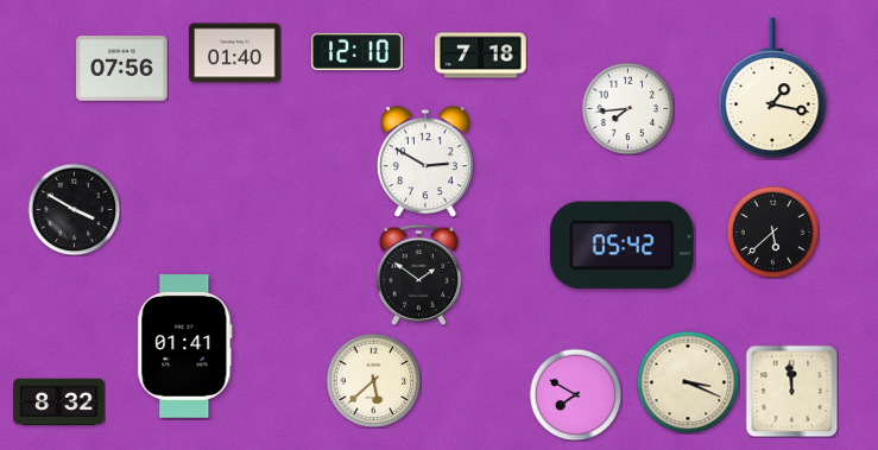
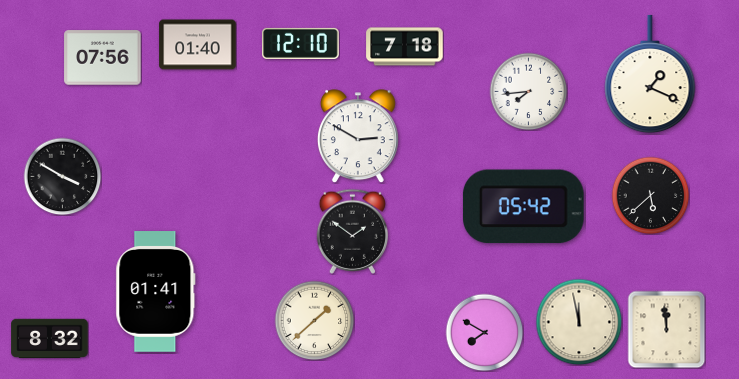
clock at (772, 88): 1:17 -> 1:19
clock at (373, 380): 5:38 -> 1:38
clock at (688, 382): 3:19 -> 11:58
